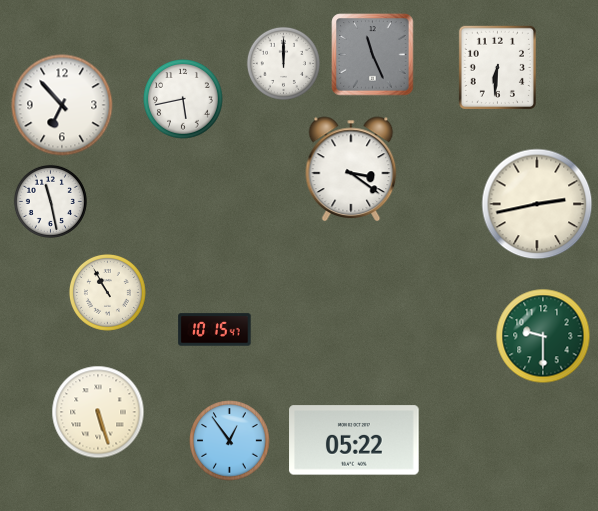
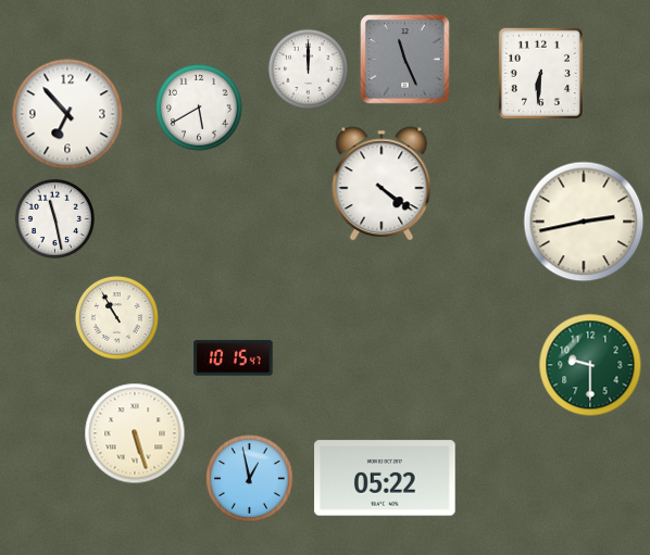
clock at (183, 100): 5:43 -> 5:40
clock at (351, 169): 3:21 -> 4:21
clock at (98, 412) position: (98, 412) -> (135, 433)
clock at (230, 441): 12:54 -> 12:58
